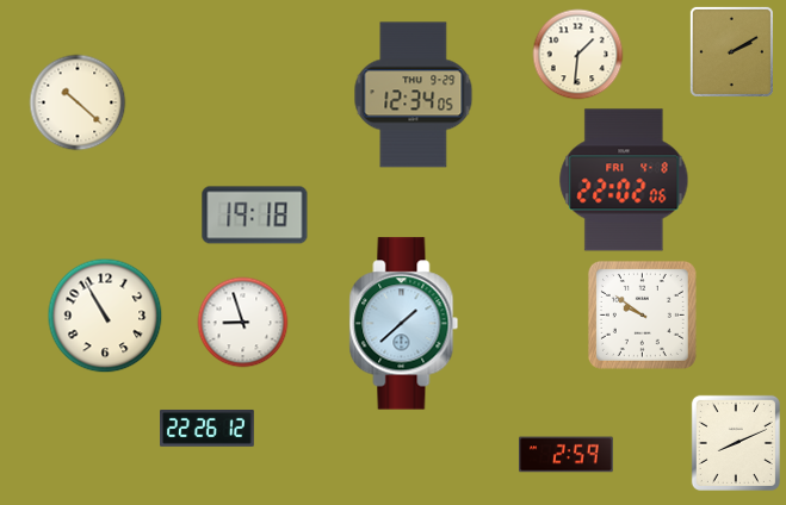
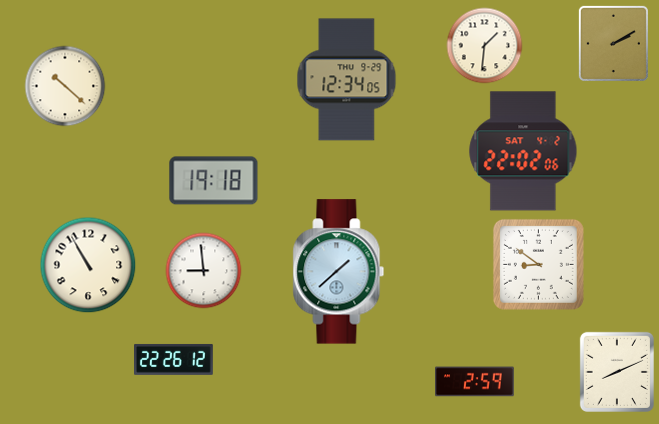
clock at (624, 180) date: FRI 4-8 -> SAT 4-2
clock at (642, 314): 9:51 -> 8:51
clock at (243, 323): 8:57 -> 8:59
